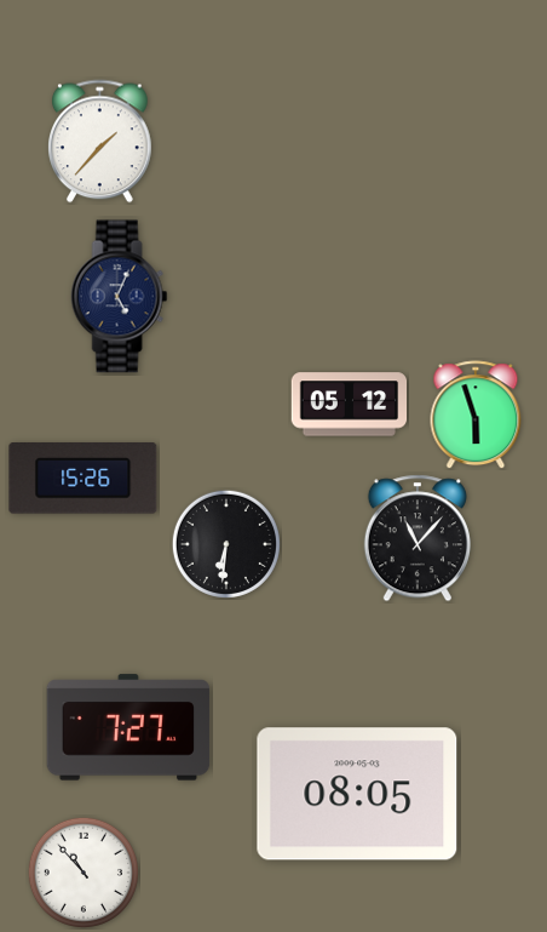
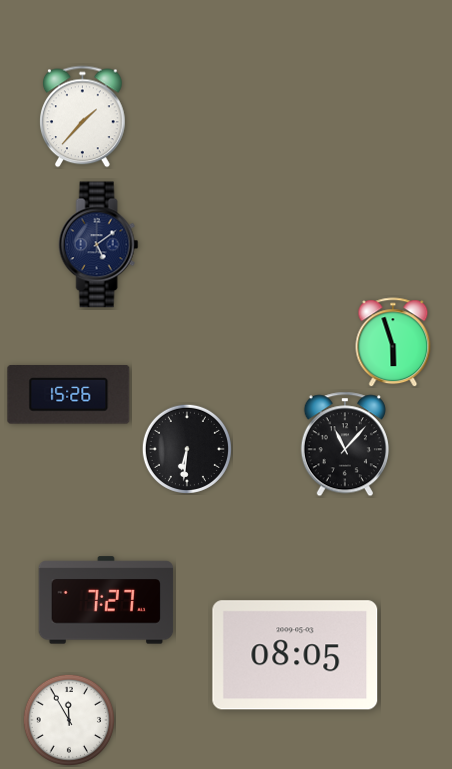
clock at (120, 297): 5:04 -> 5:09
clock at (350, 405): 05:12 -> none
clock at (84, 873): 10:53 -> 11:55
